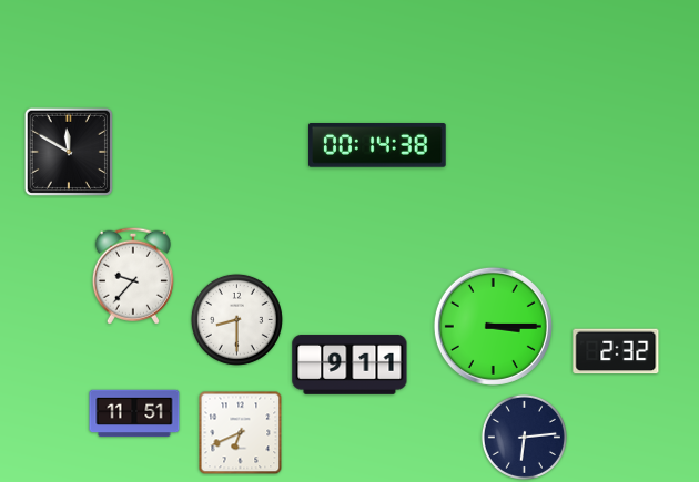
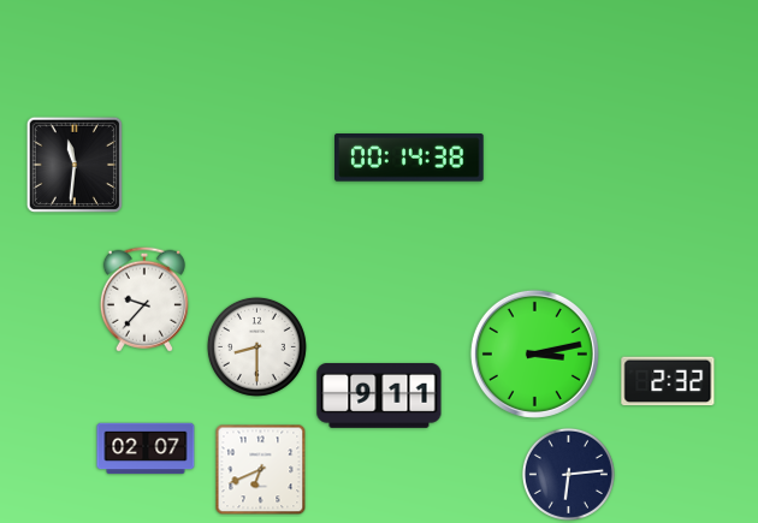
clock at (69, 152): 11:50 -> 11:31
clock at (493, 326): 3:15 -> 3:13
clock at (134, 413): 11:51 -> 02:07
